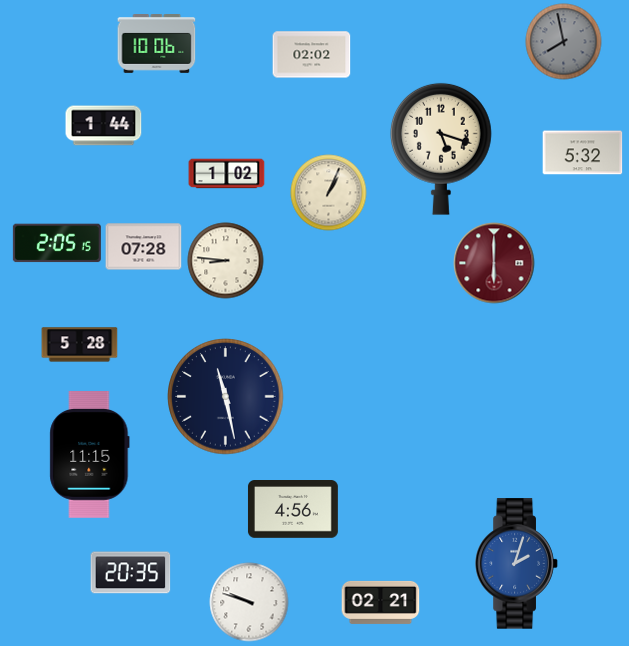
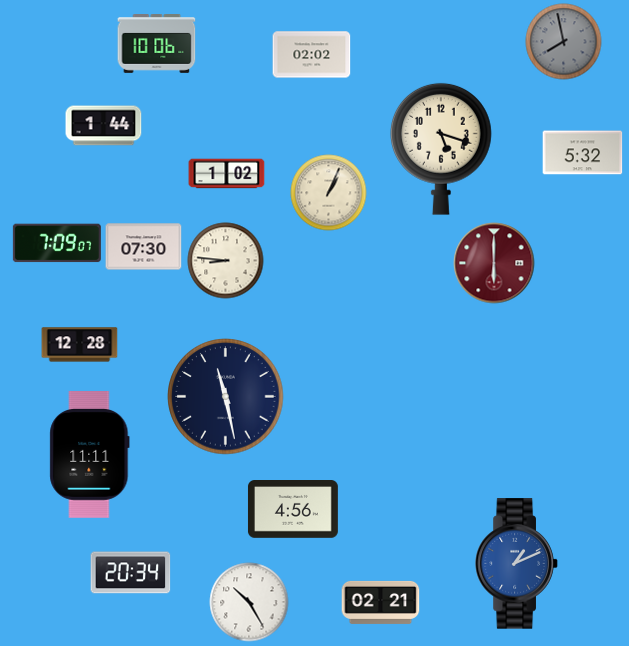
clock at (57, 243): 2:05 -> 7:09
clock at (144, 247): 07:28 -> 07:30
clock at (80, 345): 5:28 -> 12:28
clock at (90, 455): 11:15 -> 11:11
clock at (517, 564): 2:03 -> 1:11
clock at (131, 573): 20:35 -> 20:34
clock at (249, 602): 9:48 -> 10:25
